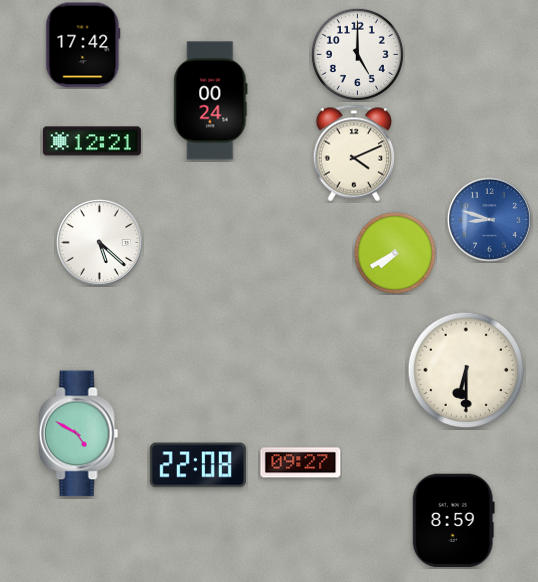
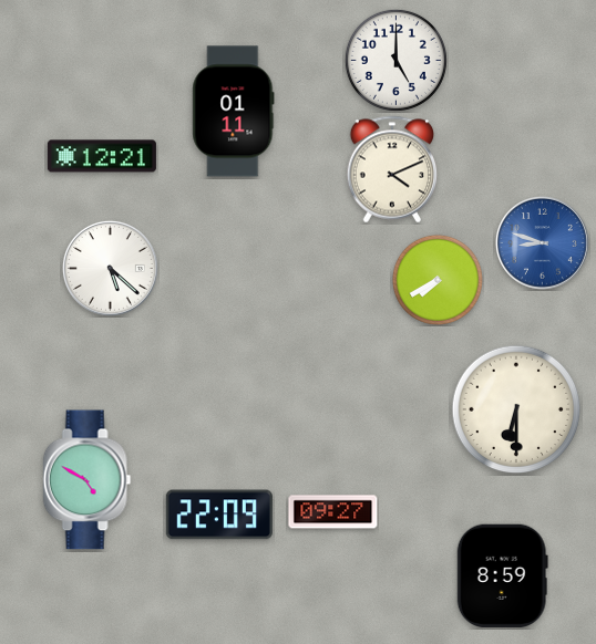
clock at (83, 45): 17:42 -> none
clock at (211, 101): 00:24 -> 01:11
clock at (198, 465): 22:08 -> 22:09
